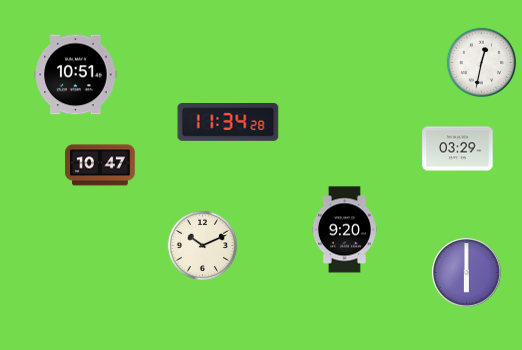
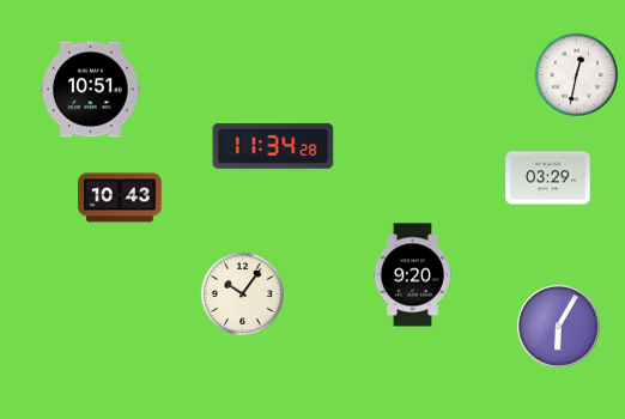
clock at (100, 165): 10:47 -> 10:43
clock at (202, 245): 10:11 -> 10:06
clock at (467, 273): 6:00 -> 6:05
